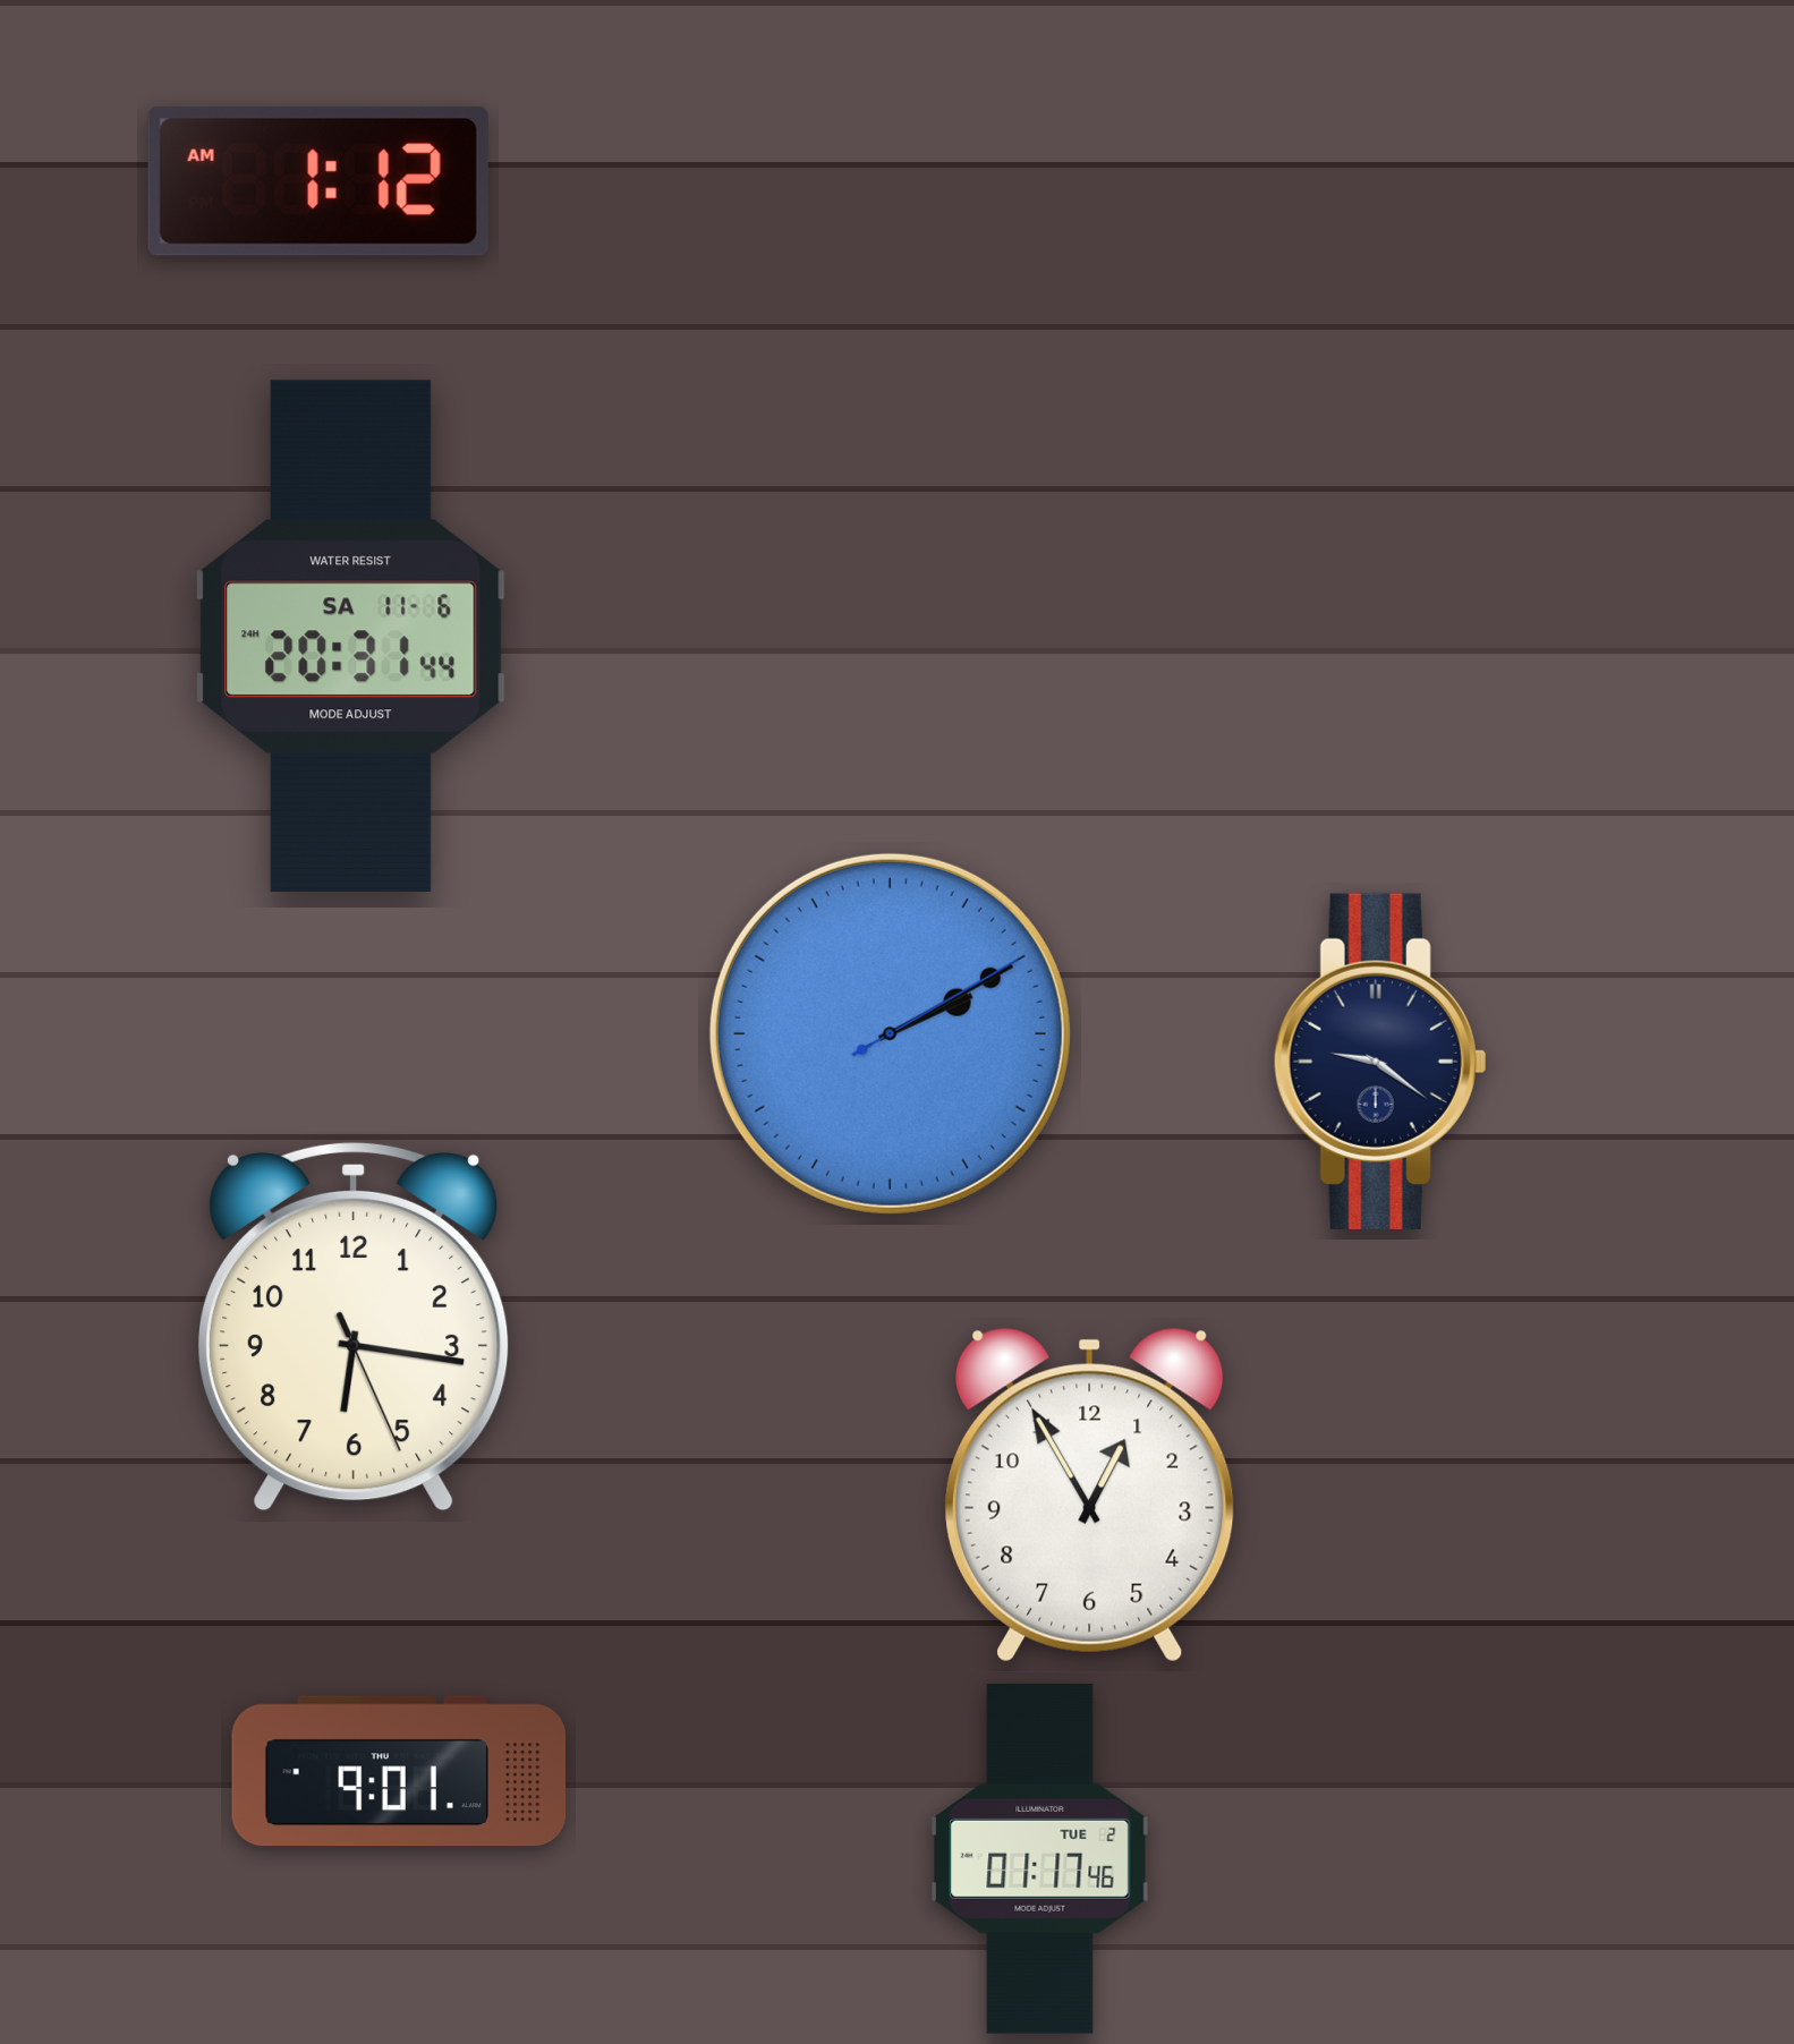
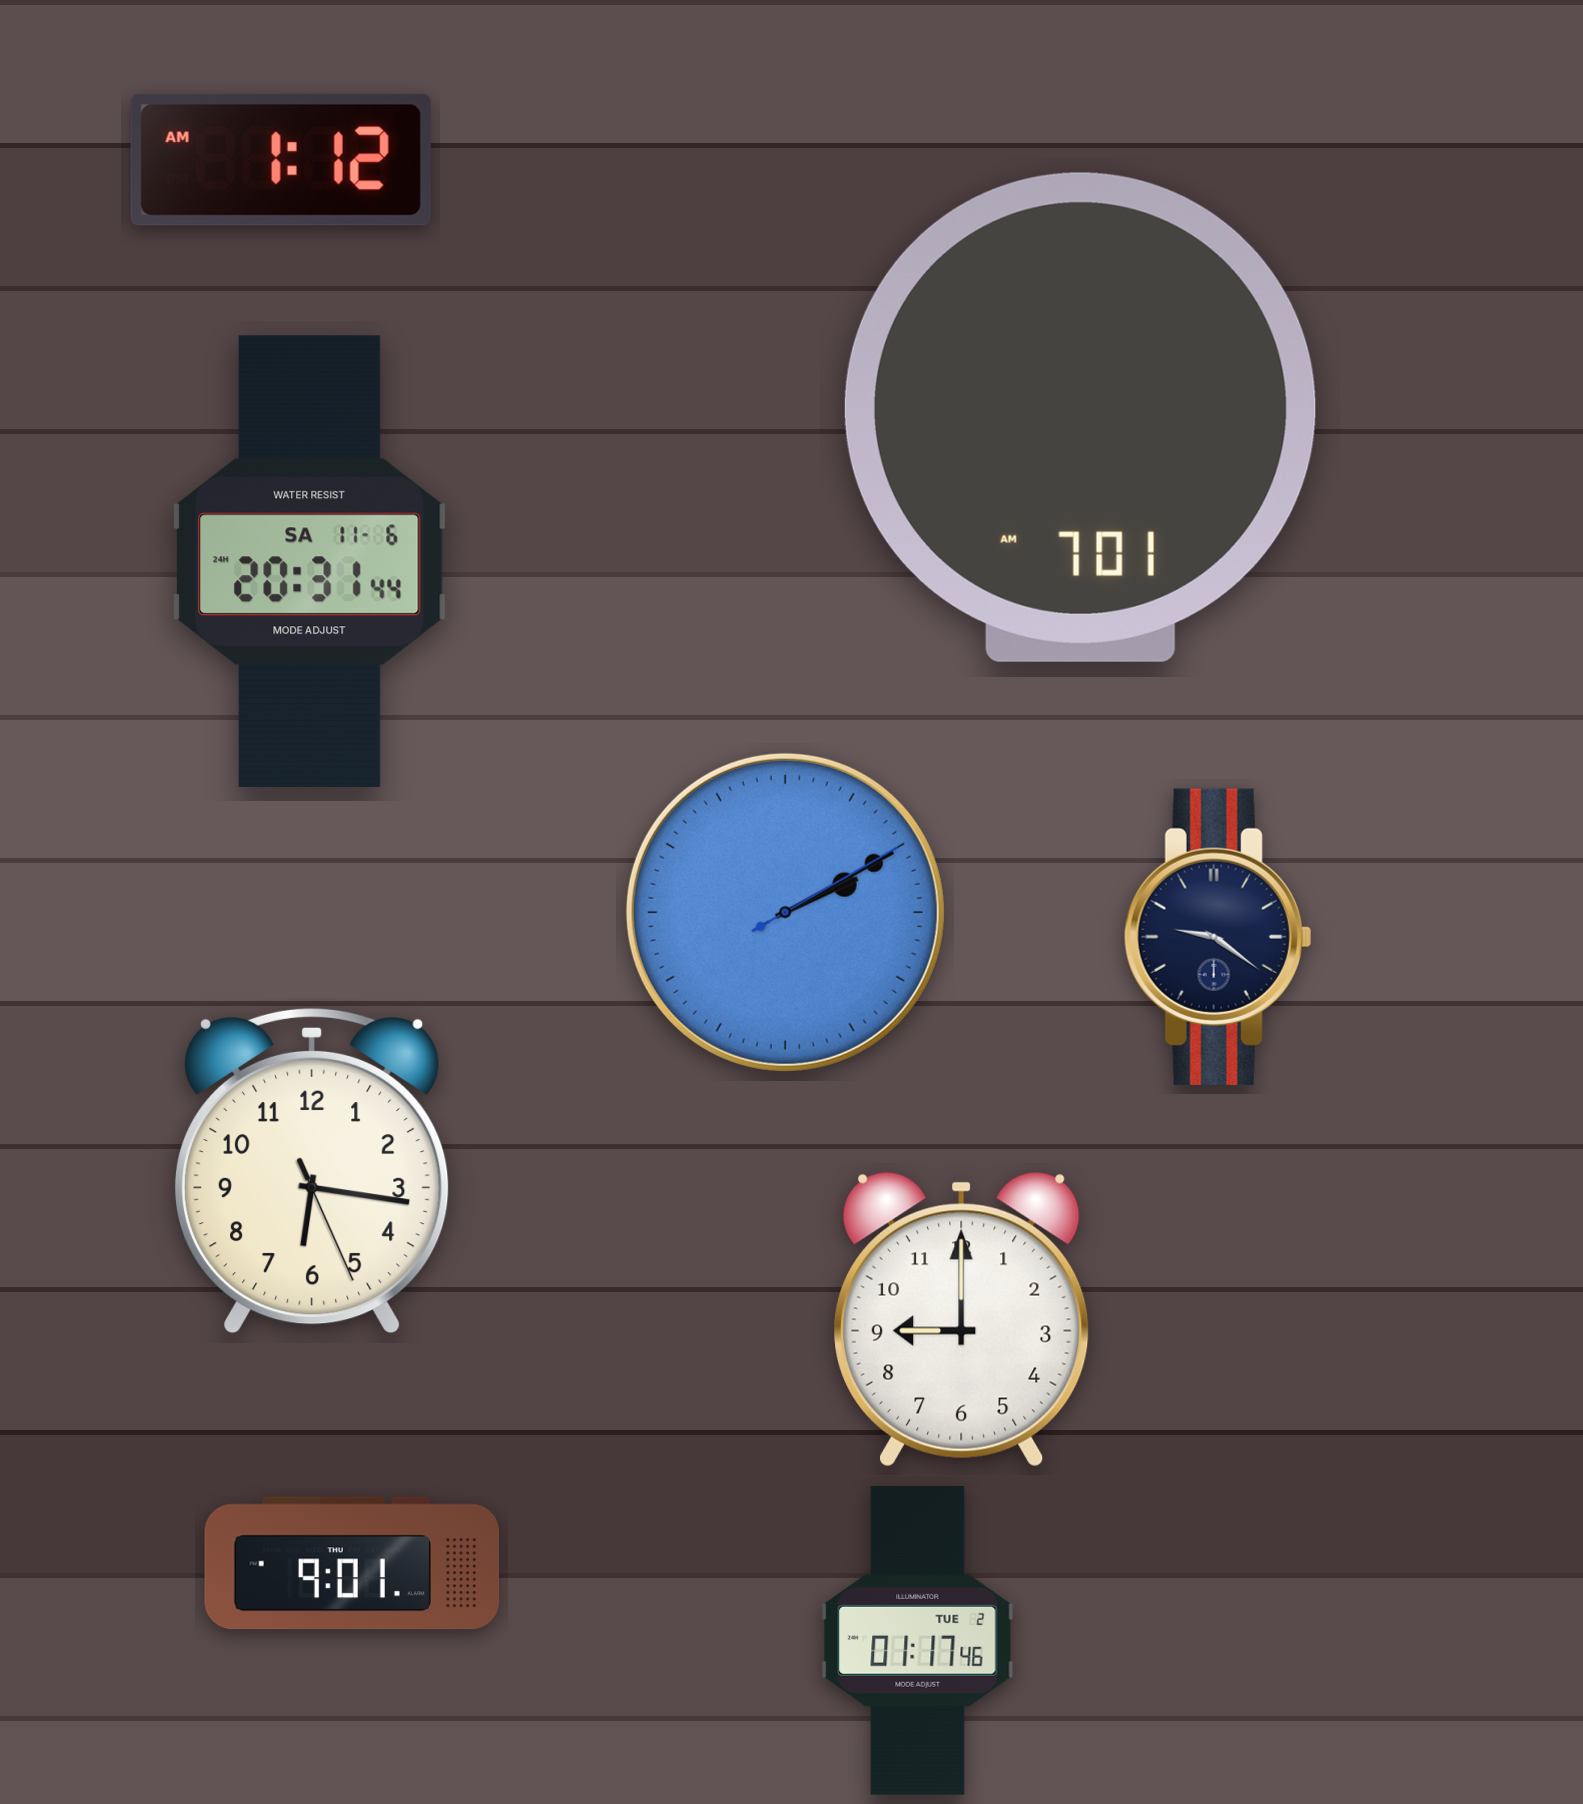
clock at (1080, 417): none -> 7:01
clock at (1090, 1496): 12:55 -> 9:00
